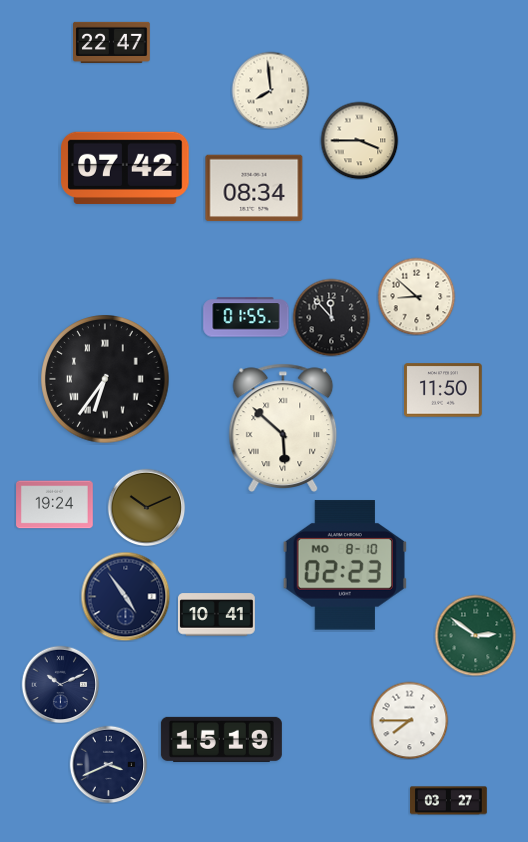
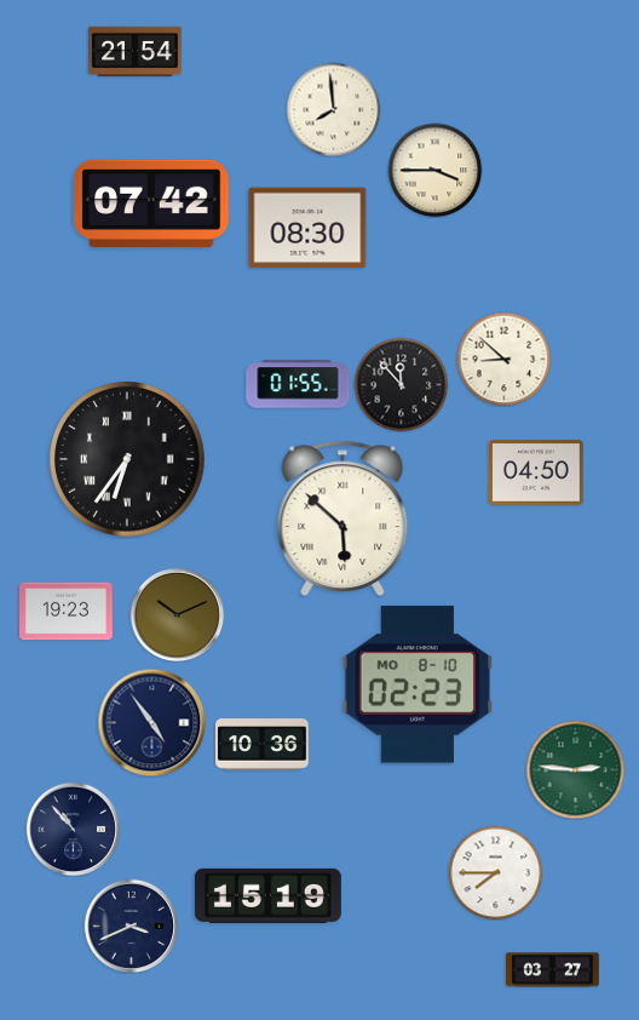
clock at (112, 42): 22:47 -> 21:54
clock at (270, 90) position: (270, 90) -> (333, 109)
clock at (254, 188): 08:34 -> 08:30
clock at (443, 390): 11:50 -> 04:50
clock at (55, 505): 19:24 -> 19:23
clock at (217, 615): 10:41 -> 10:36
clock at (475, 635): 2:51 -> 2:46
clock at (60, 684): 10:11 -> 10:53
clock at (449, 801) position: (449, 801) -> (553, 970)
